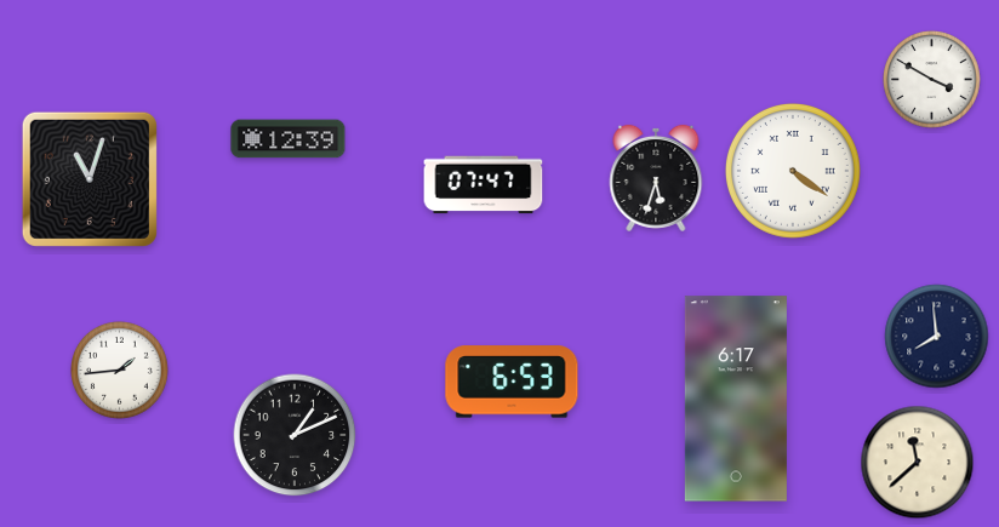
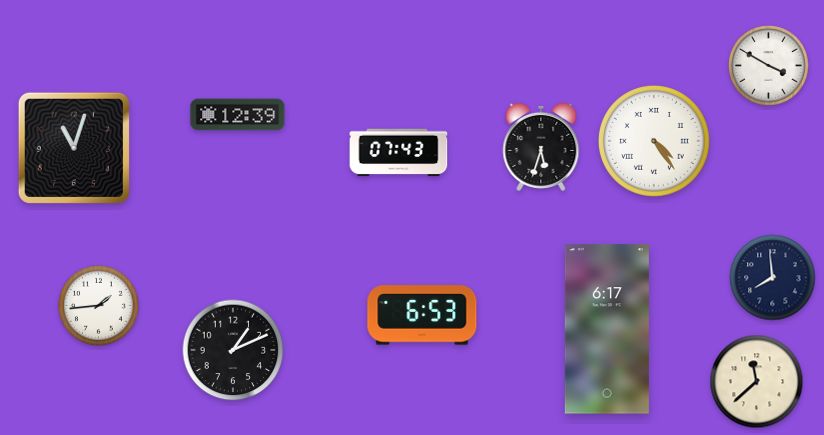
clock at (794, 172): 4:21 -> 4:24
clock at (484, 185): 07:47 -> 07:43
clock at (295, 435) position: (295, 435) -> (233, 350)
